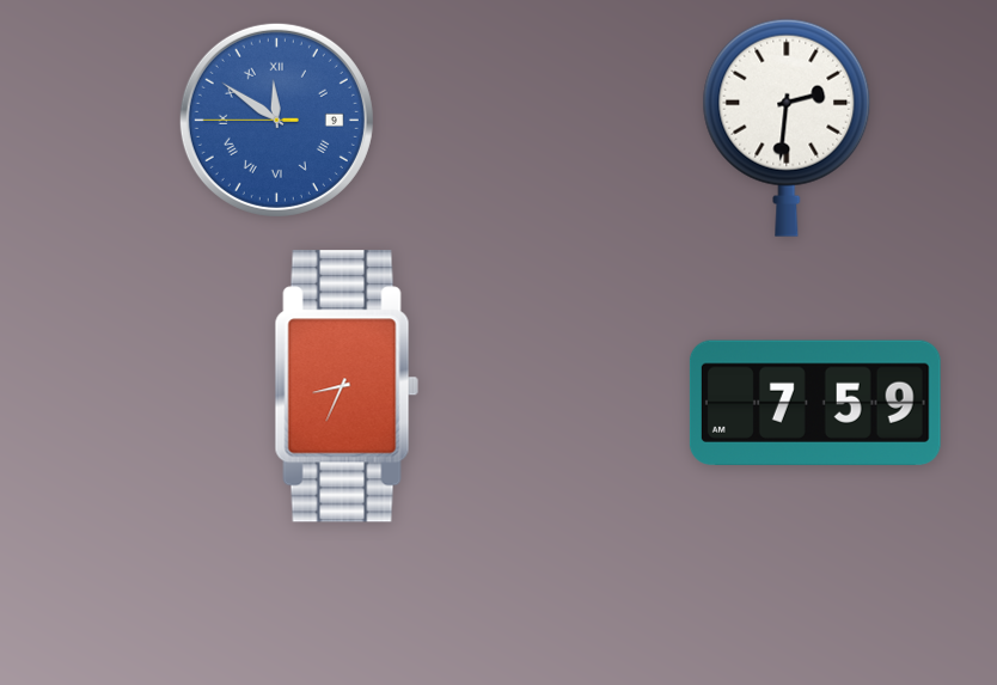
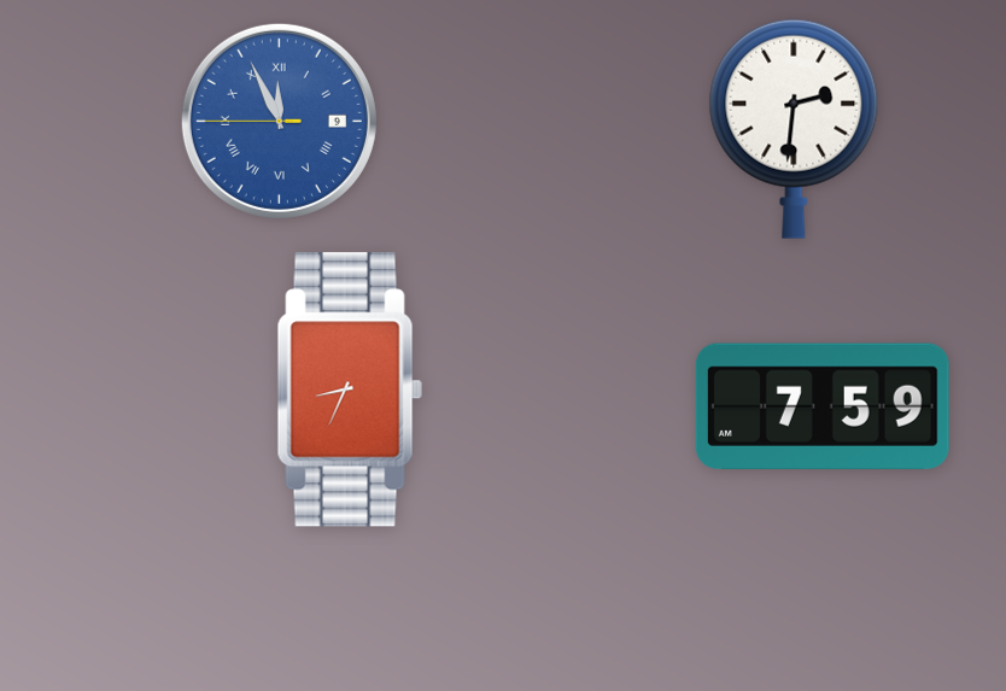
clock at (276, 120): 11:50 -> 11:55
